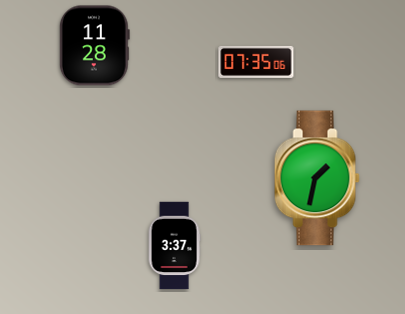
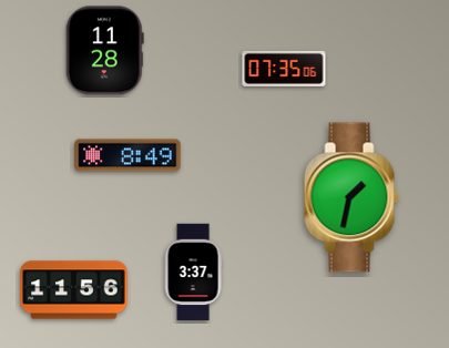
clock at (127, 155): none -> 8:49
clock at (74, 290): none -> 11:56
